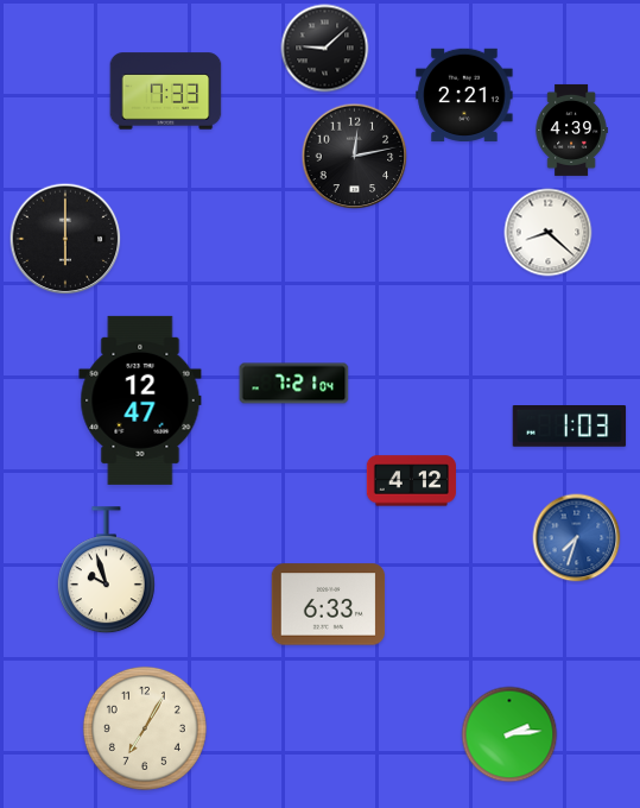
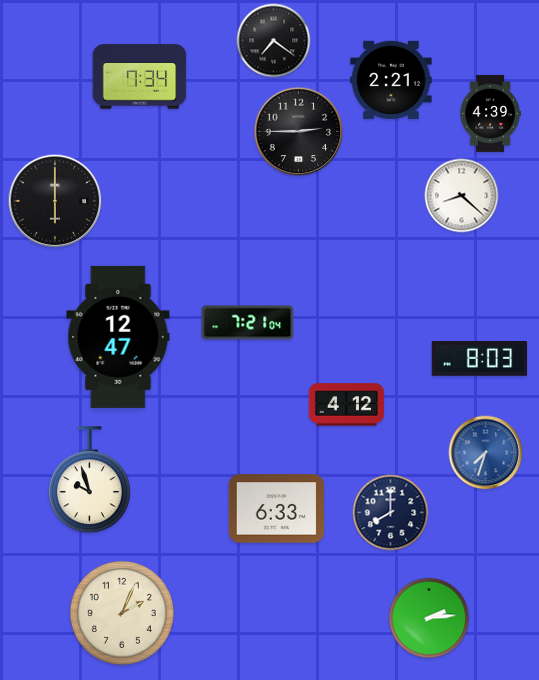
clock at (325, 49): 9:08 -> 7:21
clock at (166, 91): 7:33 -> 7:34
clock at (571, 130) position: (571, 130) -> (490, 113)
clock at (355, 157): 12:13 -> 2:45
clock at (570, 427): 1:03 -> 8:03
clock at (391, 513): none -> 8:00
clock at (145, 728): 7:05 -> 2:04
